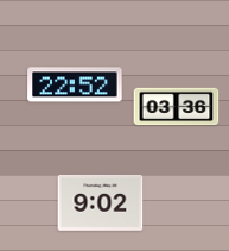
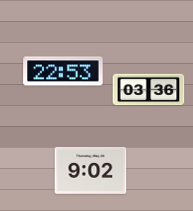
clock at (75, 84): 22:52 -> 22:53
clock at (101, 202) position: (101, 202) -> (91, 170)
